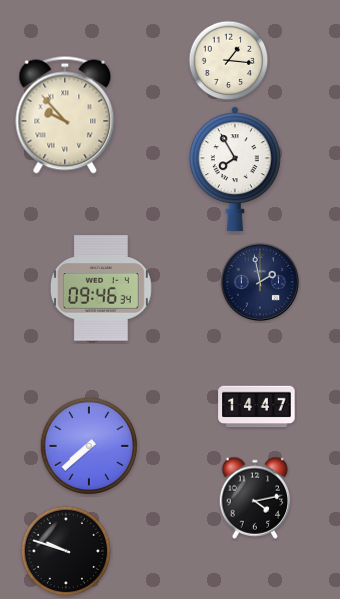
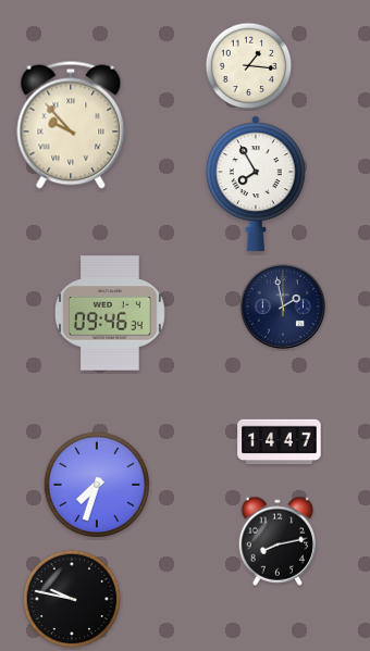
clock at (89, 446): 7:38 -> 7:33
clock at (255, 498): 4:13 -> 8:13
clock at (66, 551): 9:48 -> 9:47
